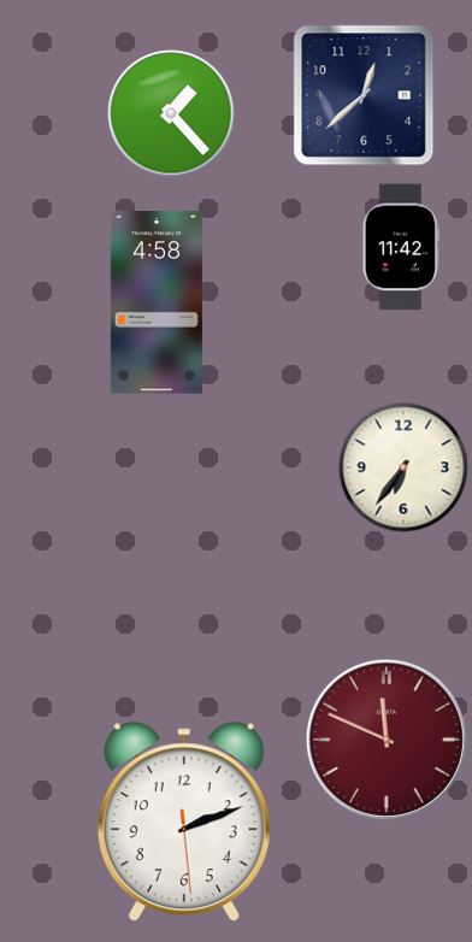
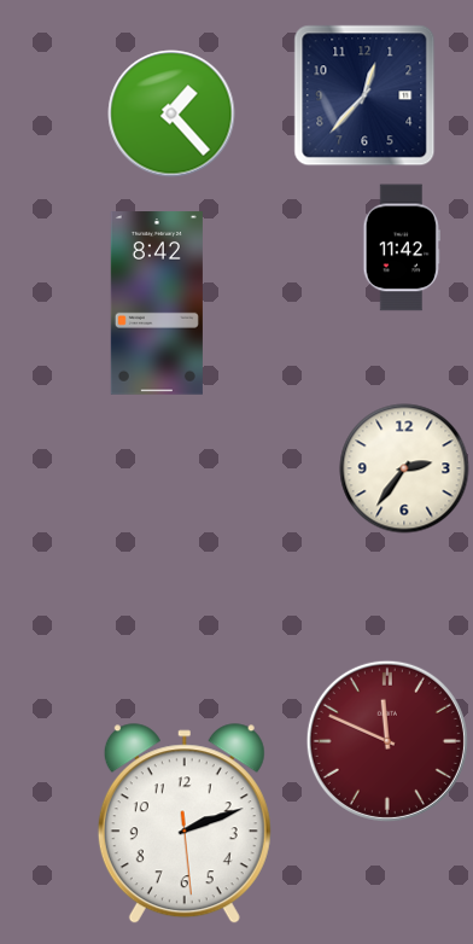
clock at (364, 95): 12:38 -> 12:37
clock at (157, 302): 4:58 -> 8:42
clock at (403, 467): 6:36 -> 2:36
